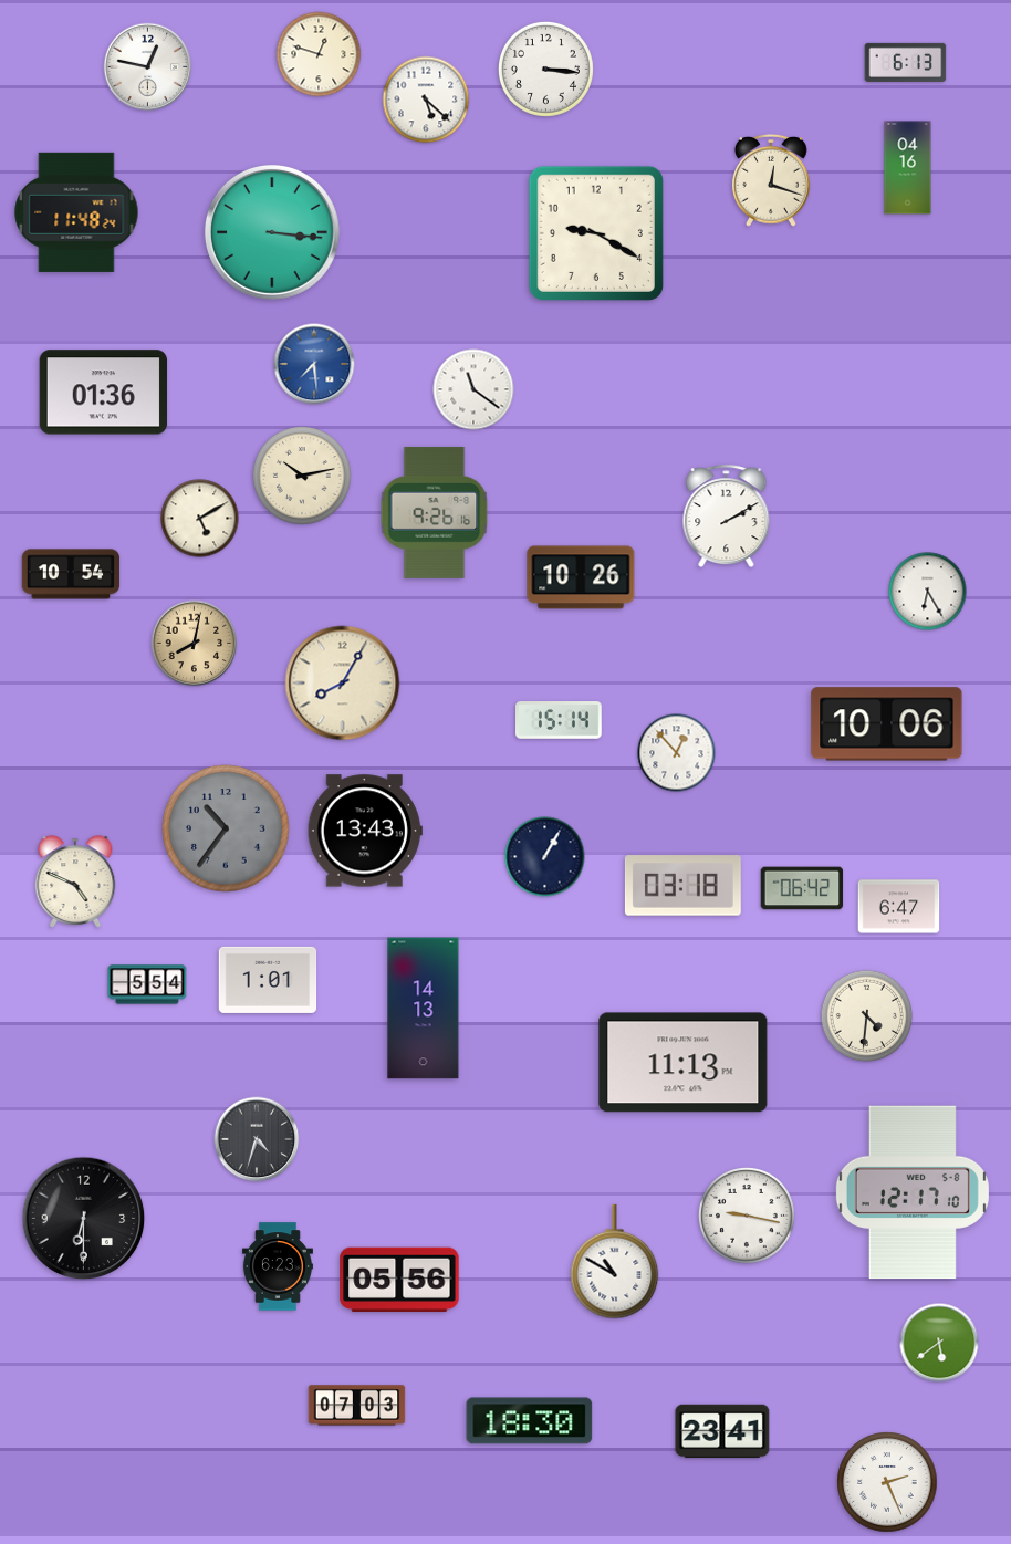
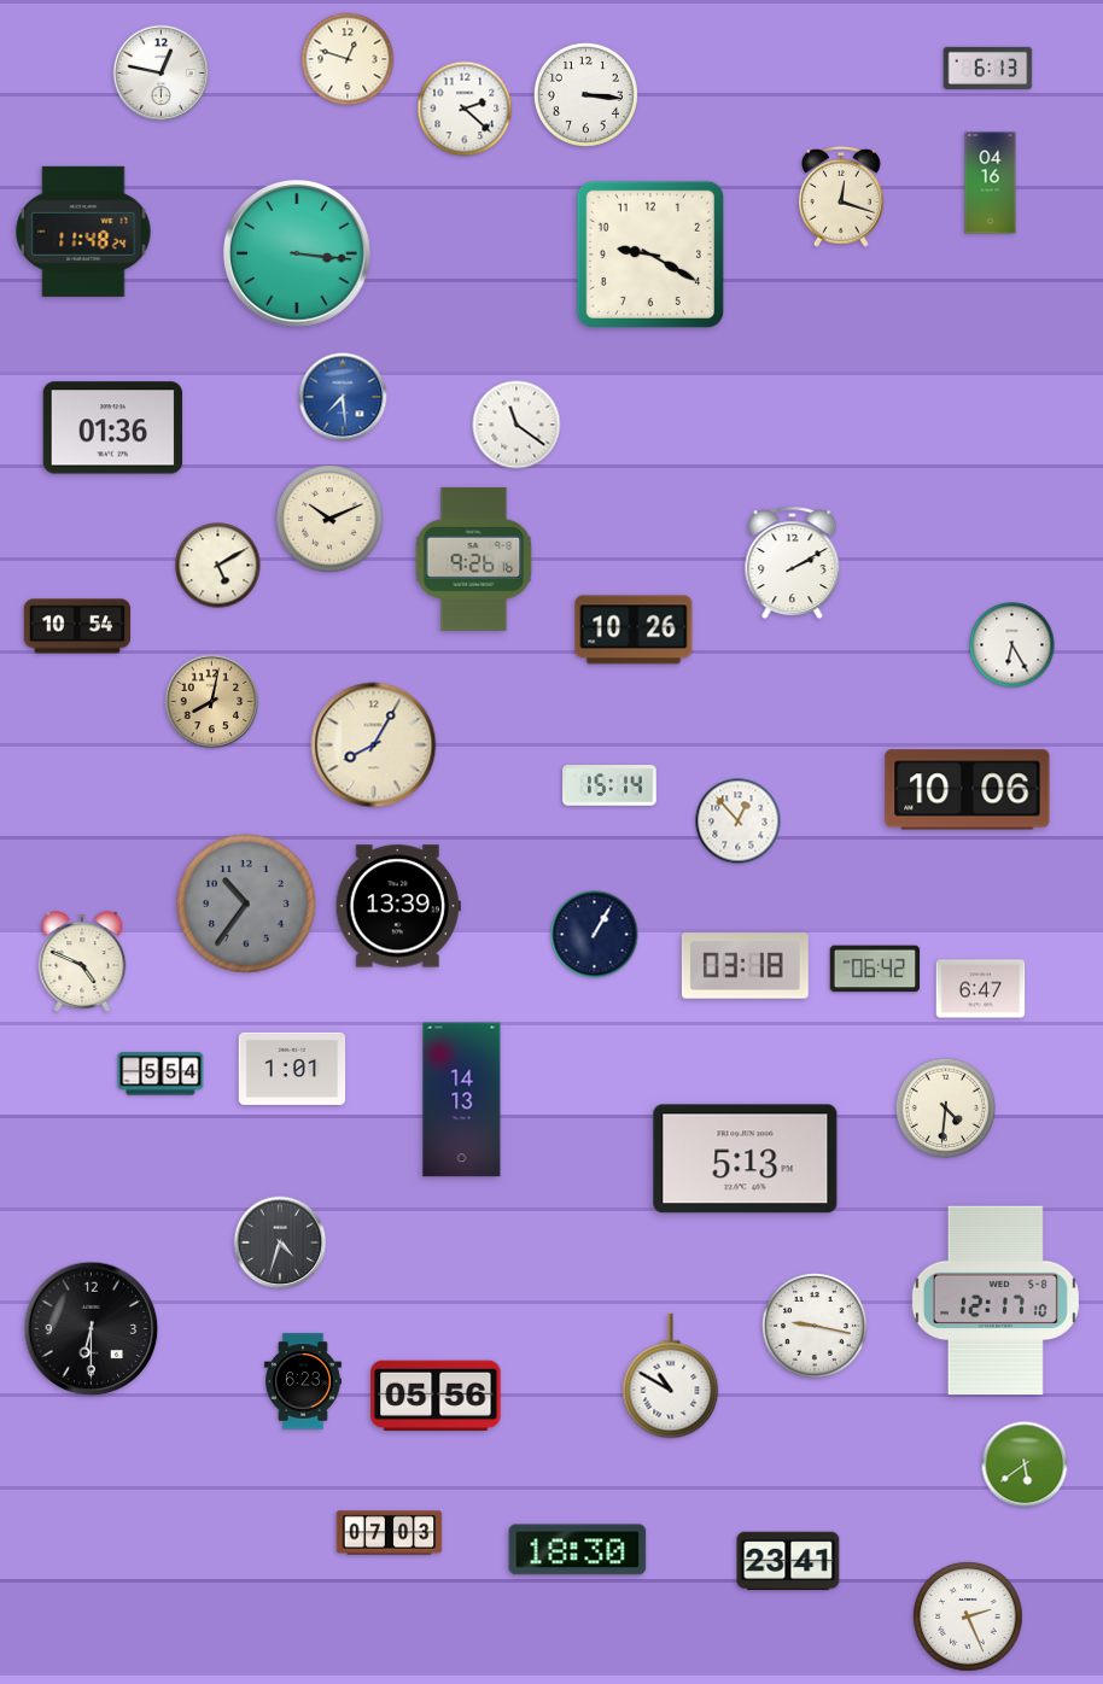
clock at (545, 69) position: (545, 69) -> (585, 94)
clock at (426, 100): 5:22 -> 2:22
clock at (302, 476): 10:13 -> 10:11
clock at (365, 831): 13:43 -> 13:39
clock at (684, 1063): 11:13 -> 5:13
